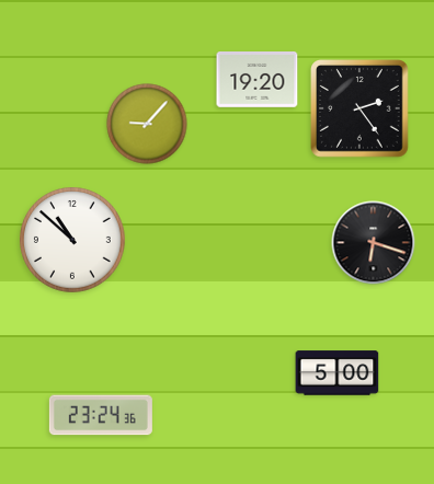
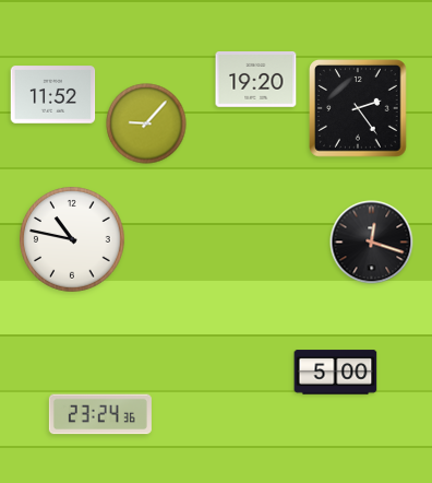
clock at (53, 95): none -> 11:52
clock at (72, 240): 10:52 -> 10:47
clock at (374, 243): 6:18 -> 12:18
